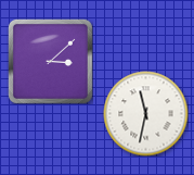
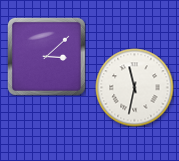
clock at (145, 113) position: (145, 113) -> (134, 87)
